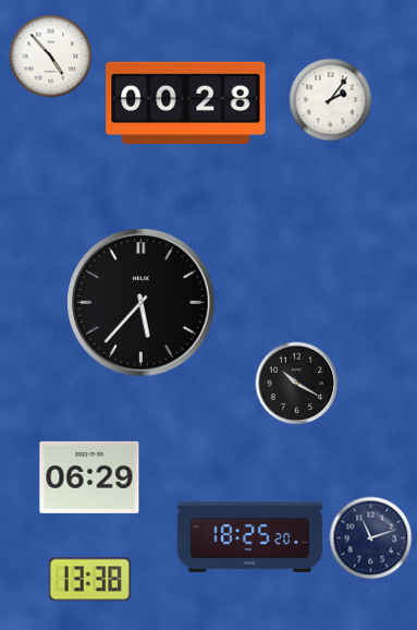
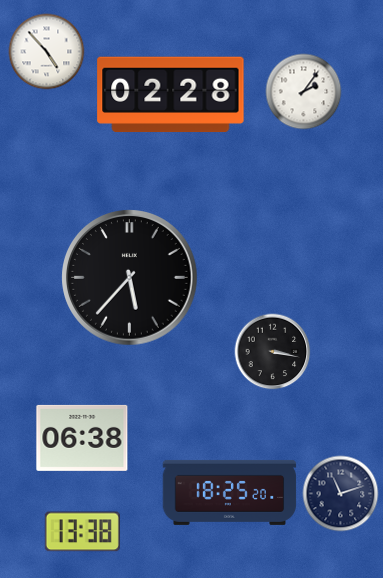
clock at (186, 104): 00:28 -> 02:28
clock at (297, 384): 10:20 -> 3:17
clock at (89, 477): 06:29 -> 06:38
